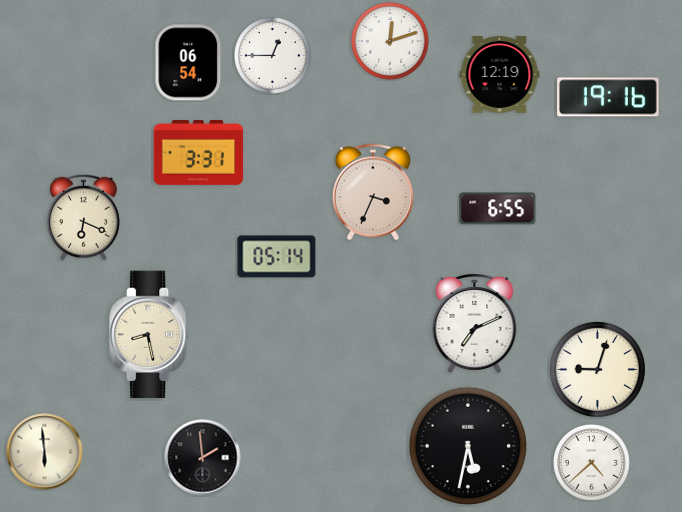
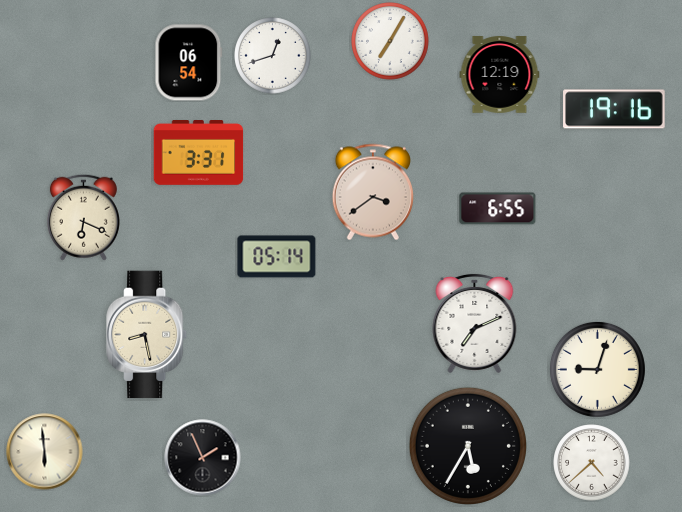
clock at (390, 41): 12:12 -> 7:05
clock at (273, 56): 12:45 -> 12:42
clock at (608, 97) position: (608, 97) -> (614, 109)
clock at (373, 192): 3:34 -> 3:39
clock at (150, 335) position: (150, 335) -> (147, 335)
clock at (468, 446): 5:32 -> 5:35
clock at (203, 458): 1:59 -> 1:56
